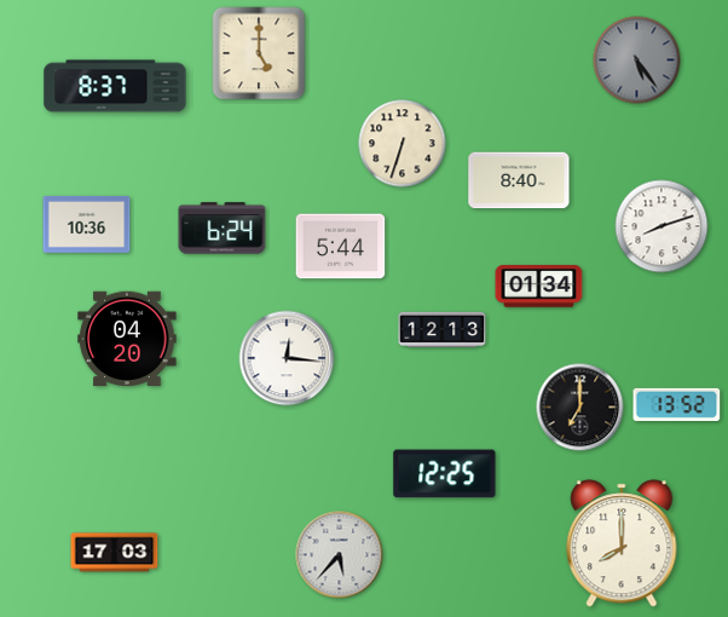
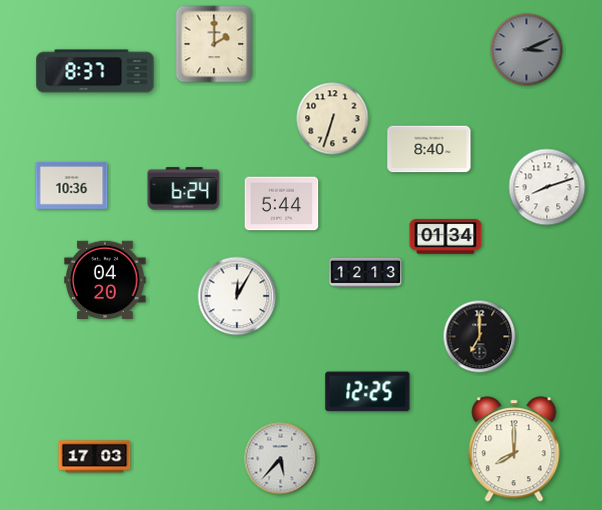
clock at (259, 53): 5:00 -> 2:00
clock at (637, 60): 5:24 -> 3:11
clock at (287, 358): 12:16 -> 12:05
clock at (677, 404): 13:52 -> none
